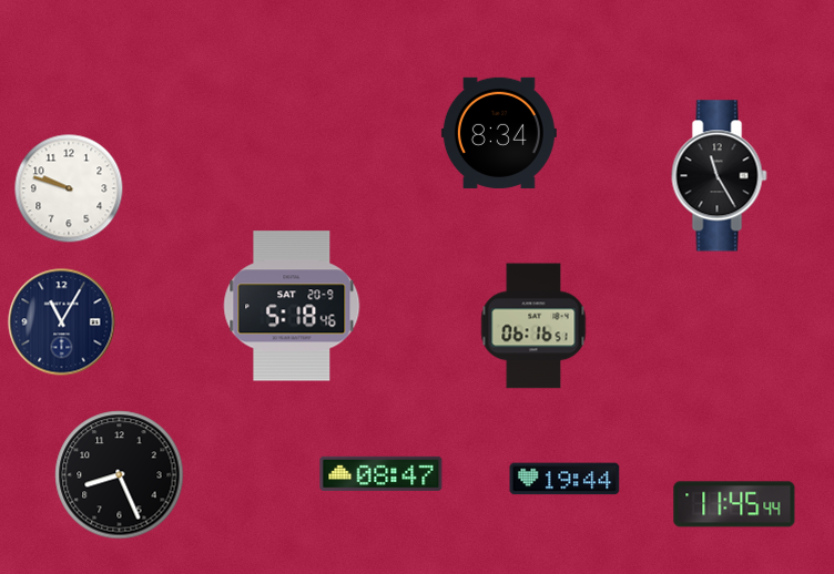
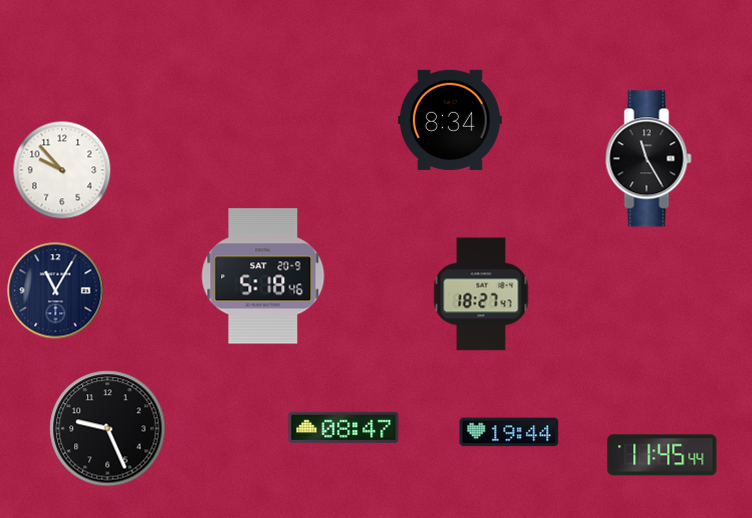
clock at (69, 188): 9:48 -> 9:53
clock at (533, 326): 06:16 -> 18:27
clock at (120, 475): 8:26 -> 9:26
